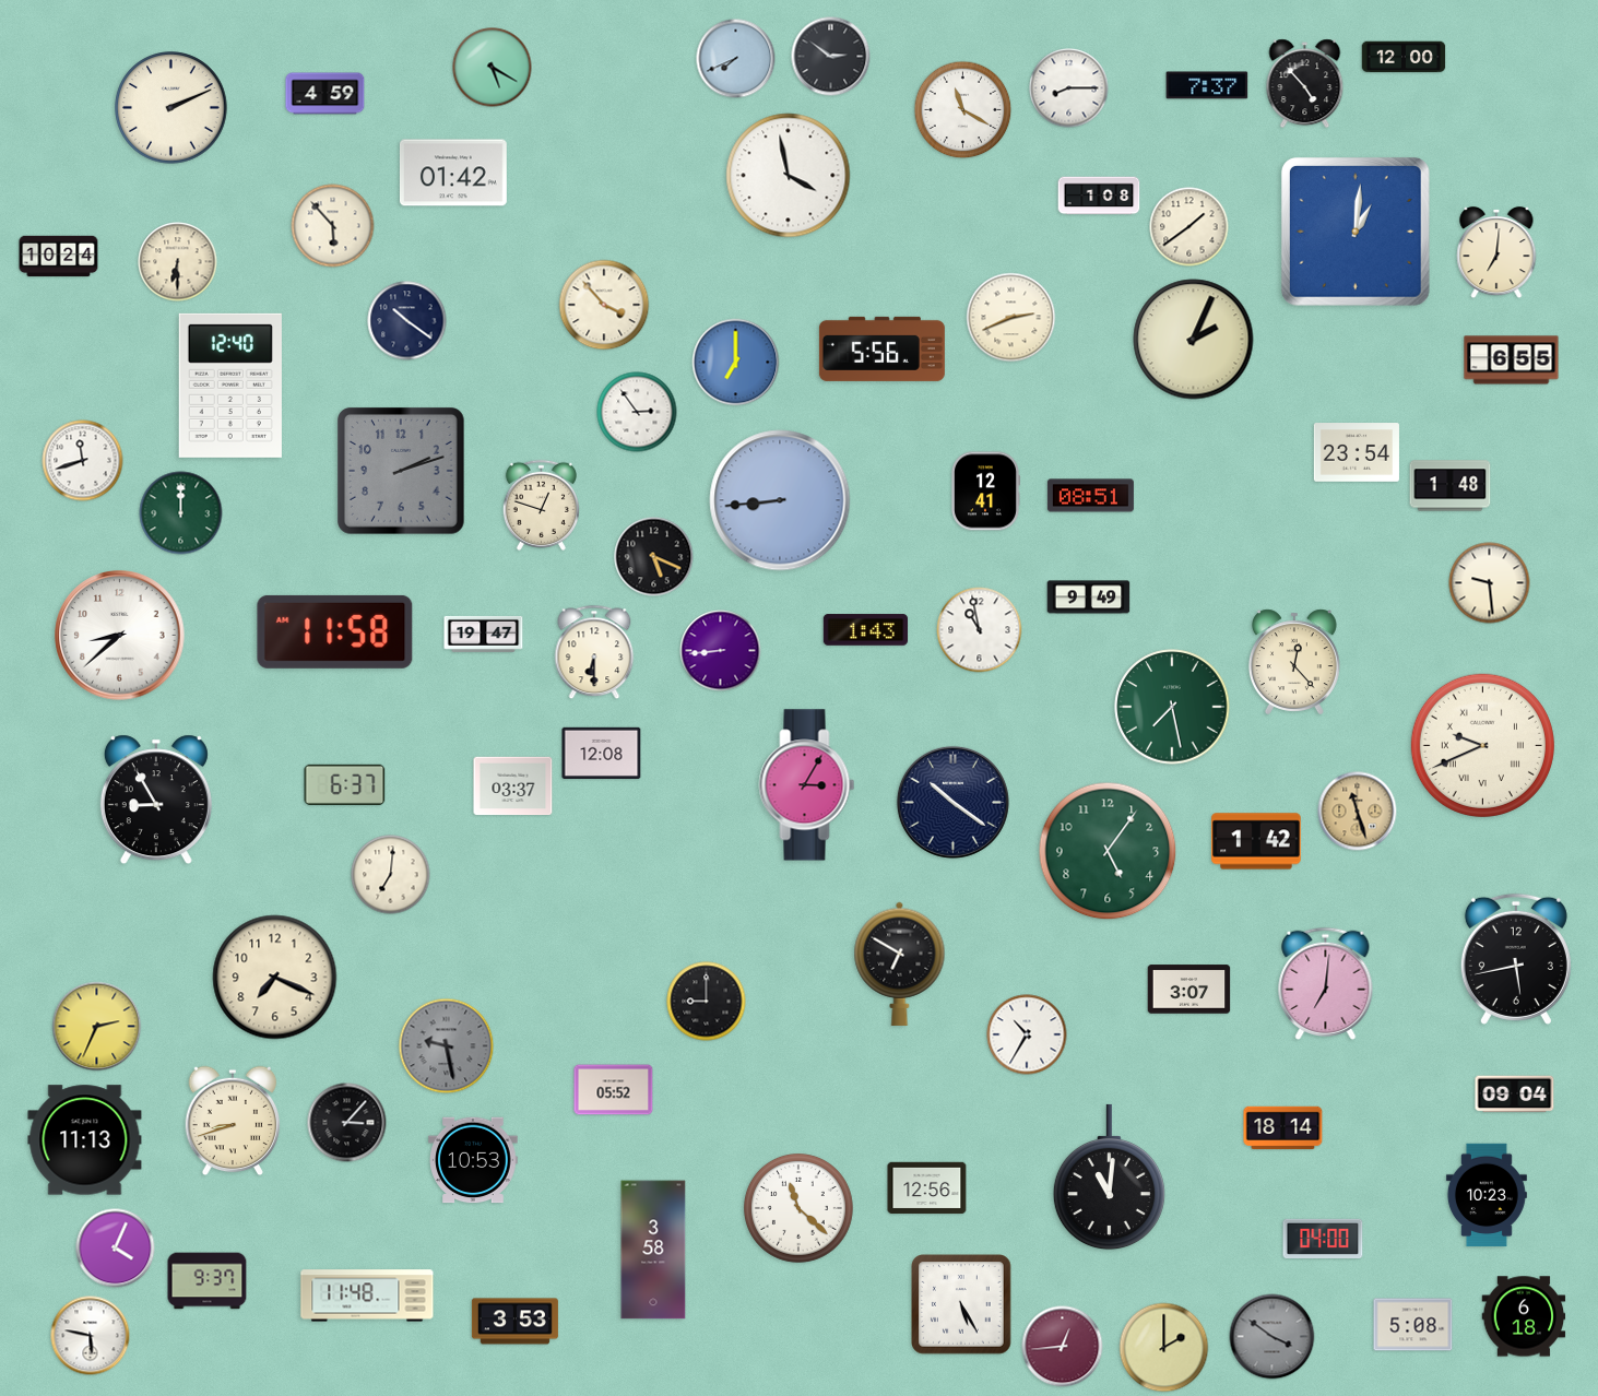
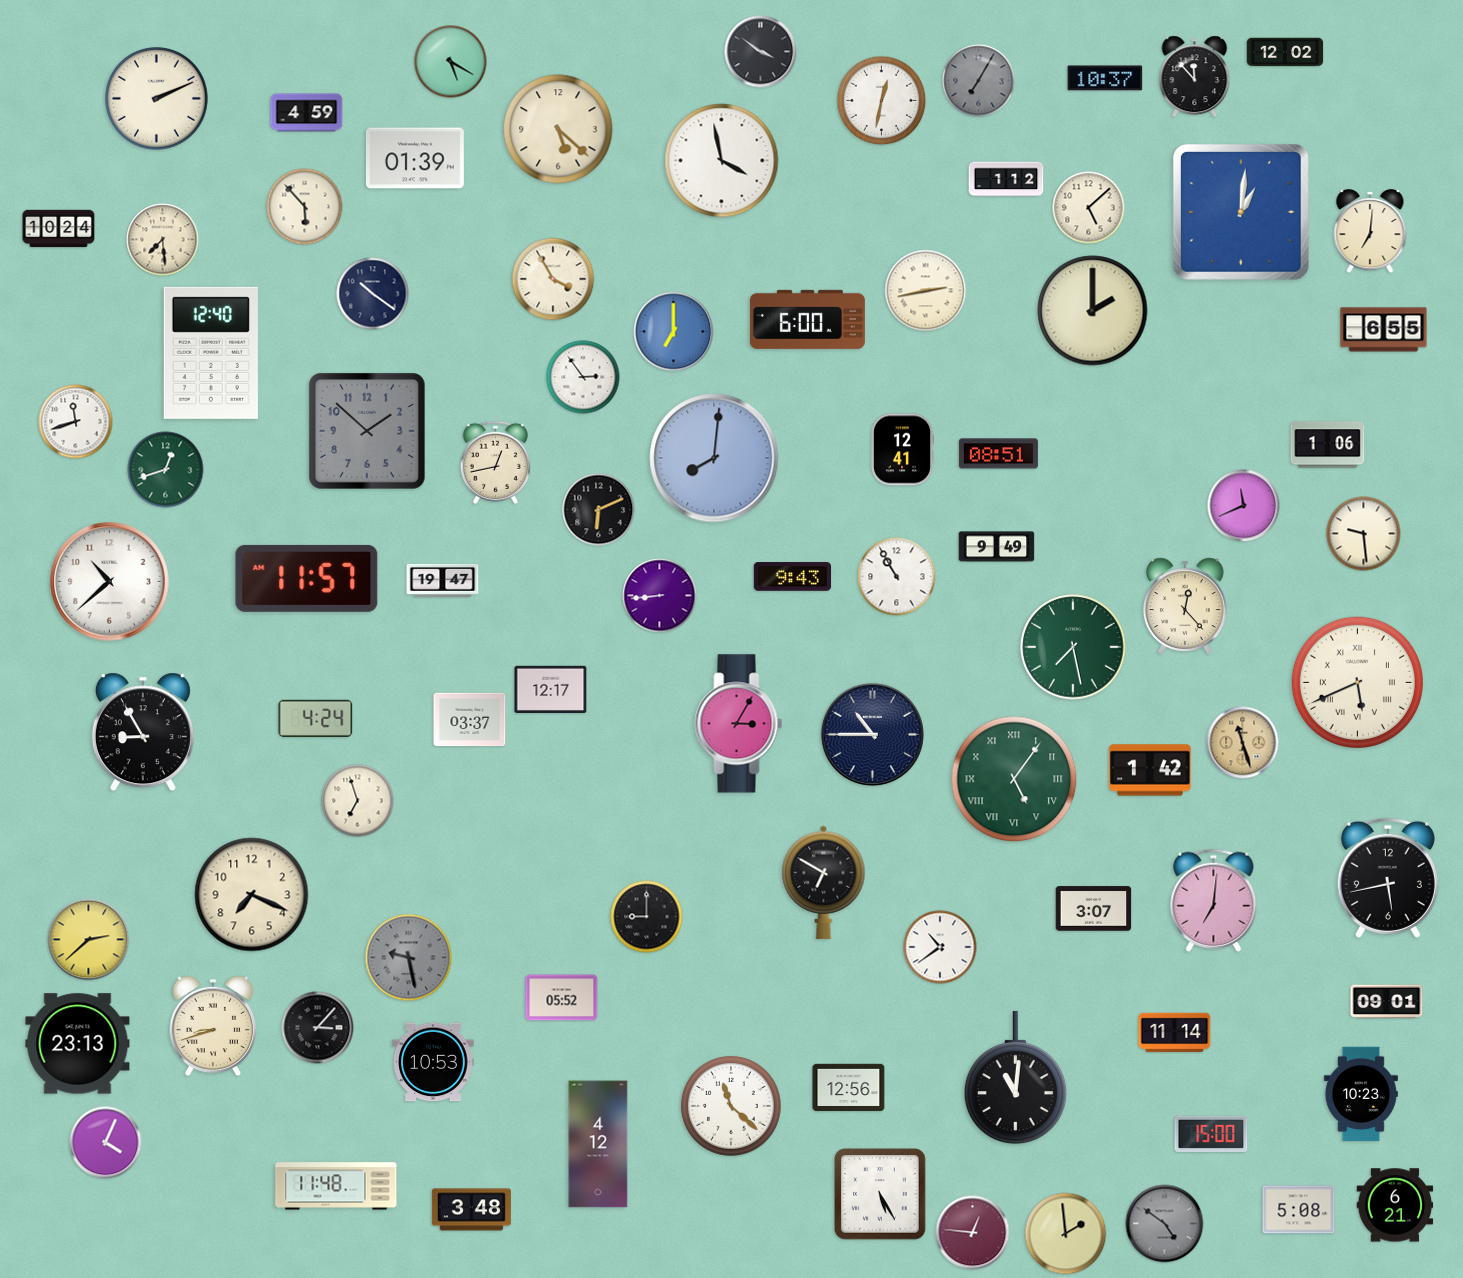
clock at (831, 57): 2:51 -> 3:51
clock at (1404, 57): 12:00 -> 12:02
clock at (736, 59): 7:41 -> none
clock at (1305, 84): 4:53 -> 11:53
clock at (1207, 85): 7:37 -> 10:37
clock at (1069, 88): 8:15 -> 7:05
clock at (1069, 88) dial: white -> grey
clock at (325, 94) position: (325, 94) -> (307, 113)
clock at (963, 110): 11:20 -> 12:32
clock at (558, 129): none -> 5:22
clock at (453, 173): 01:42 -> 01:39
clock at (1099, 196): 1:08 -> 1:12
clock at (1189, 227): 1:39 -> 5:08
clock at (59, 257) position: (59, 257) -> (59, 229)
clock at (178, 262): 6:30 -> 7:29
clock at (604, 305): 3:53 -> 3:55
clock at (1011, 318): 2:41 -> 2:43
clock at (1194, 340): 2:04 -> 2:00
clock at (881, 348): 5:56 -> 6:00
clock at (1357, 452): 23:54 -> none
clock at (402, 472): 2:12 -> 1:52
clock at (1451, 486): 1:48 -> 1:06
clock at (780, 500): 8:44 -> 8:01
clock at (541, 505): 12:48 -> 12:43
clock at (181, 513): 12:00 -> 12:42
clock at (1244, 506): none -> 11:41
clock at (654, 557): 5:19 -> 6:11
clock at (866, 630): 1:43 -> 9:43
clock at (980, 630): 10:58 -> 10:55
clock at (335, 631): 11:58 -> 11:57
clock at (120, 636): 8:38 -> 10:38
clock at (594, 652): 6:30 -> none
clock at (1482, 745): 9:41 -> 5:41
clock at (602, 753): 12:08 -> 12:17
clock at (345, 784): 6:37 -> 4:24
clock at (807, 785) position: (807, 785) -> (739, 724)
clock at (952, 802): 10:21 -> 10:45
clock at (1108, 851) numerals: Arabic -> Roman
clock at (391, 875): 7:01 -> 6:57
clock at (1189, 990) position: (1189, 990) -> (1094, 909)
clock at (97, 1027): 2:34 -> 2:38
clock at (1027, 1034): 10:35 -> 10:39
clock at (1515, 1095): 09:04 -> 09:01
clock at (1283, 1128): 18:14 -> 11:14
clock at (85, 1140): 11:13 -> 23:13
clock at (1323, 1238): 04:00 -> 15:00
clock at (653, 1250): 3:58 -> 4:12
clock at (208, 1281): 9:37 -> none
clock at (1524, 1316): 6:18 -> 6:21
clock at (514, 1322): 3:53 -> 3:48
clock at (1413, 1325) position: (1413, 1325) -> (1299, 1210)
clock at (91, 1336): 5:47 -> none
clock at (1273, 1337): 3:51 -> 4:51
clock at (1063, 1347): 12:44 -> 12:46
clock at (1164, 1348): 2:00 -> 1:59
